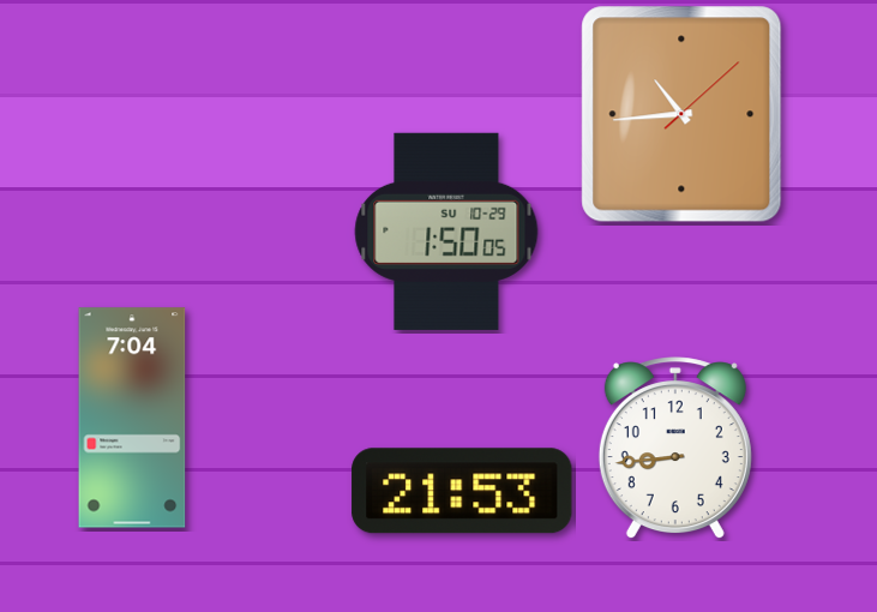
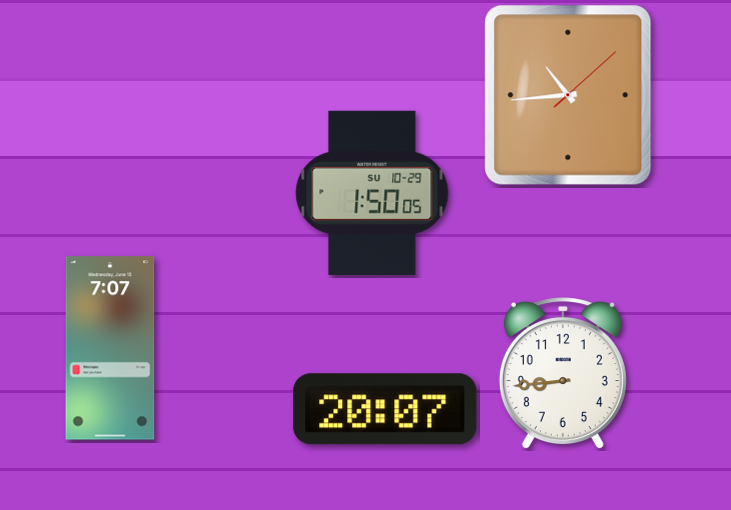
clock at (132, 418): 7:04 -> 7:07
clock at (462, 491): 21:53 -> 20:07
